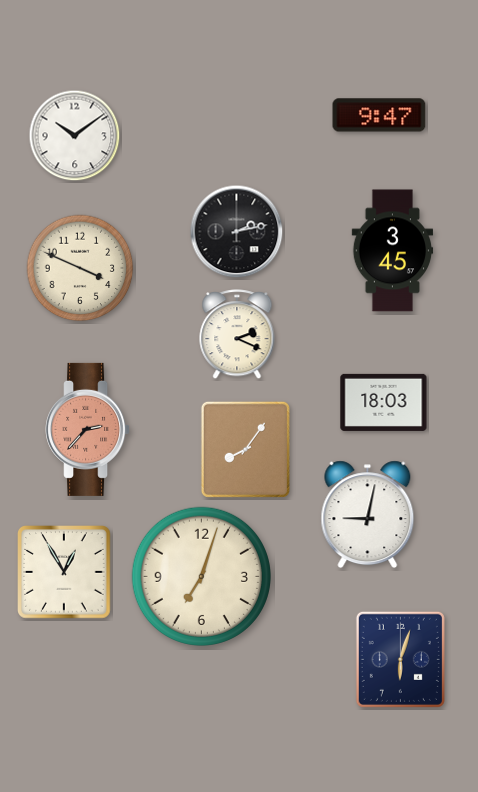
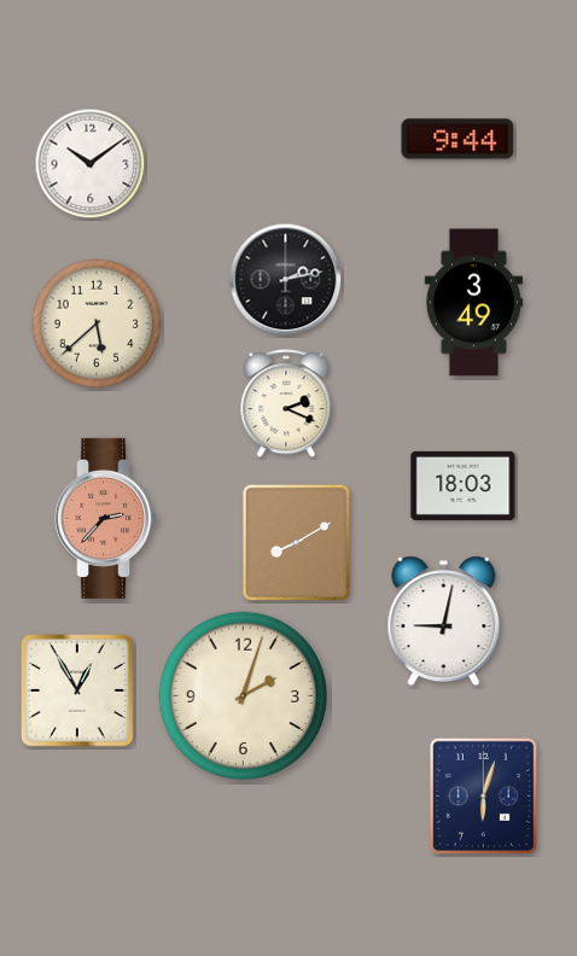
clock at (379, 115): 9:47 -> 9:44
clock at (393, 251): 3:45 -> 3:49
clock at (80, 268): 3:49 -> 5:38
clock at (245, 449): 8:06 -> 8:10
clock at (201, 576): 7:03 -> 2:03
